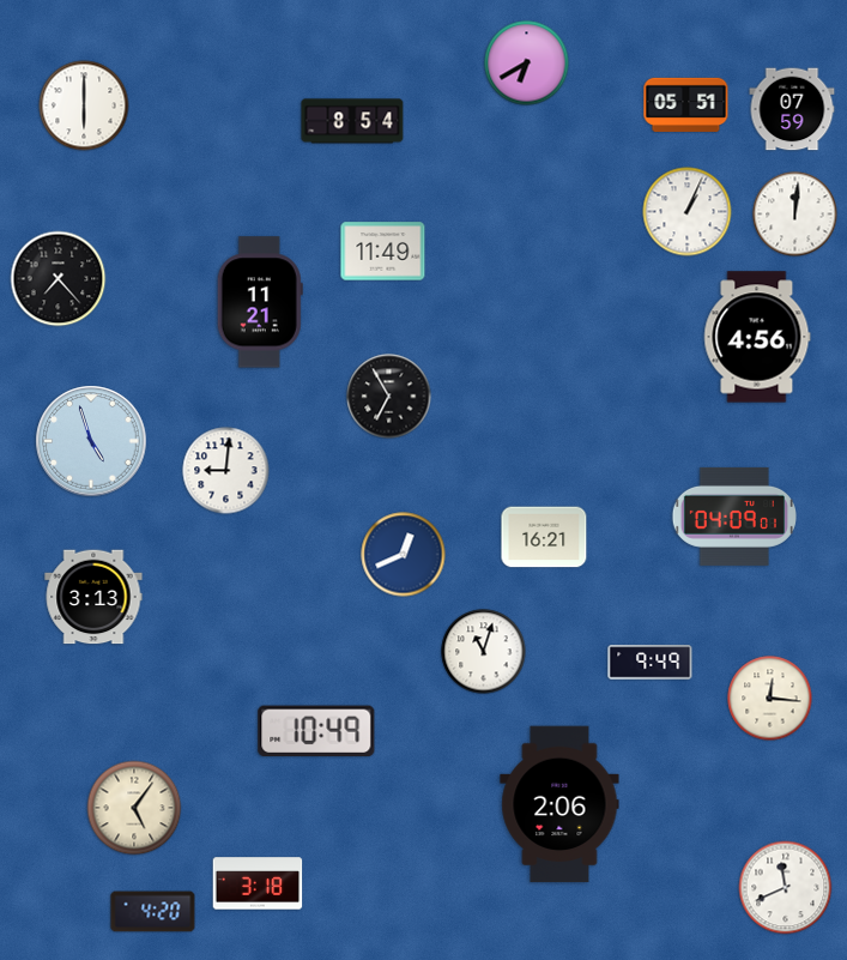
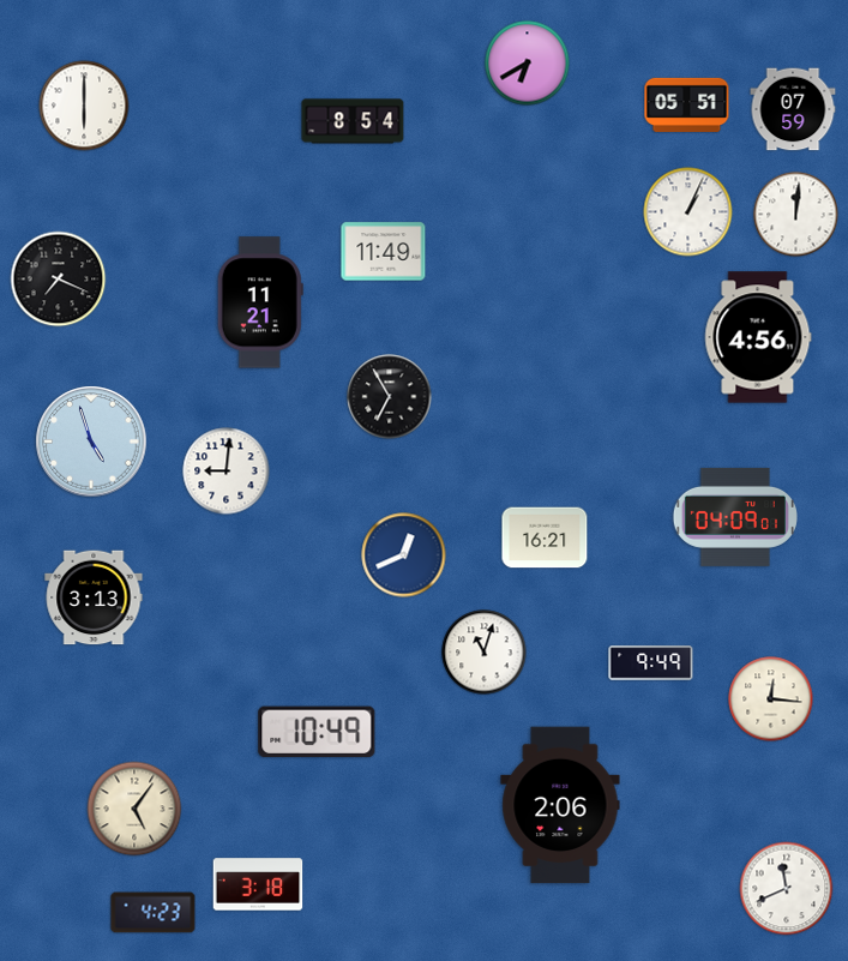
clock at (59, 279): 7:23 -> 7:19
clock at (153, 912): 4:20 -> 4:23
